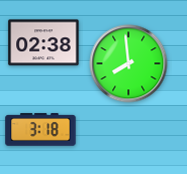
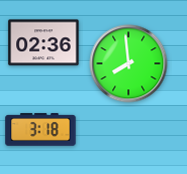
clock at (44, 43): 02:38 -> 02:36
